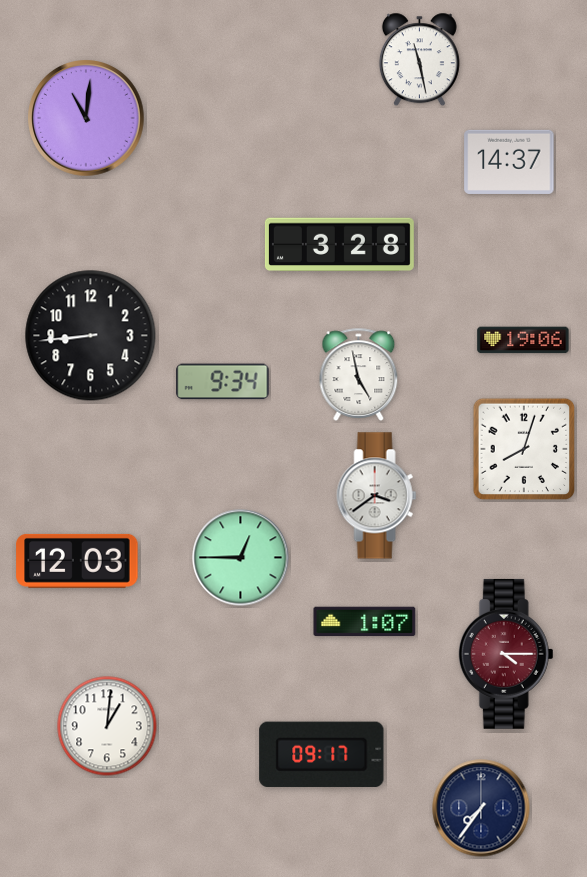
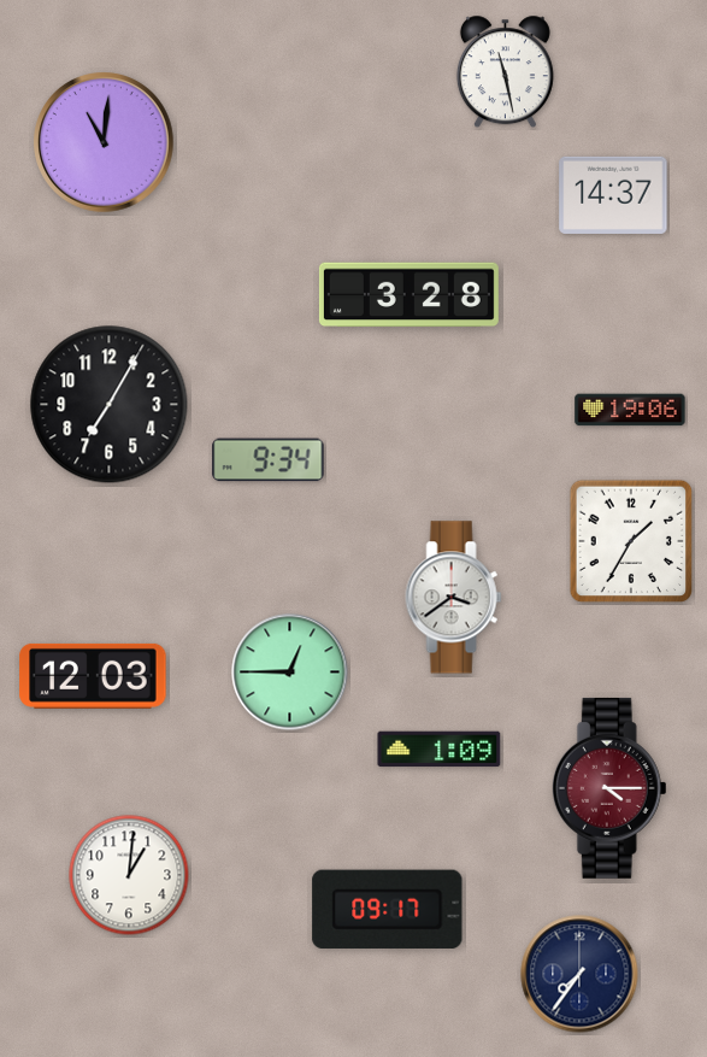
clock at (91, 336): 8:44 -> 7:05
clock at (359, 374): 4:58 -> none
clock at (524, 449): 8:03 -> 1:35
clock at (365, 622): 1:07 -> 1:09
